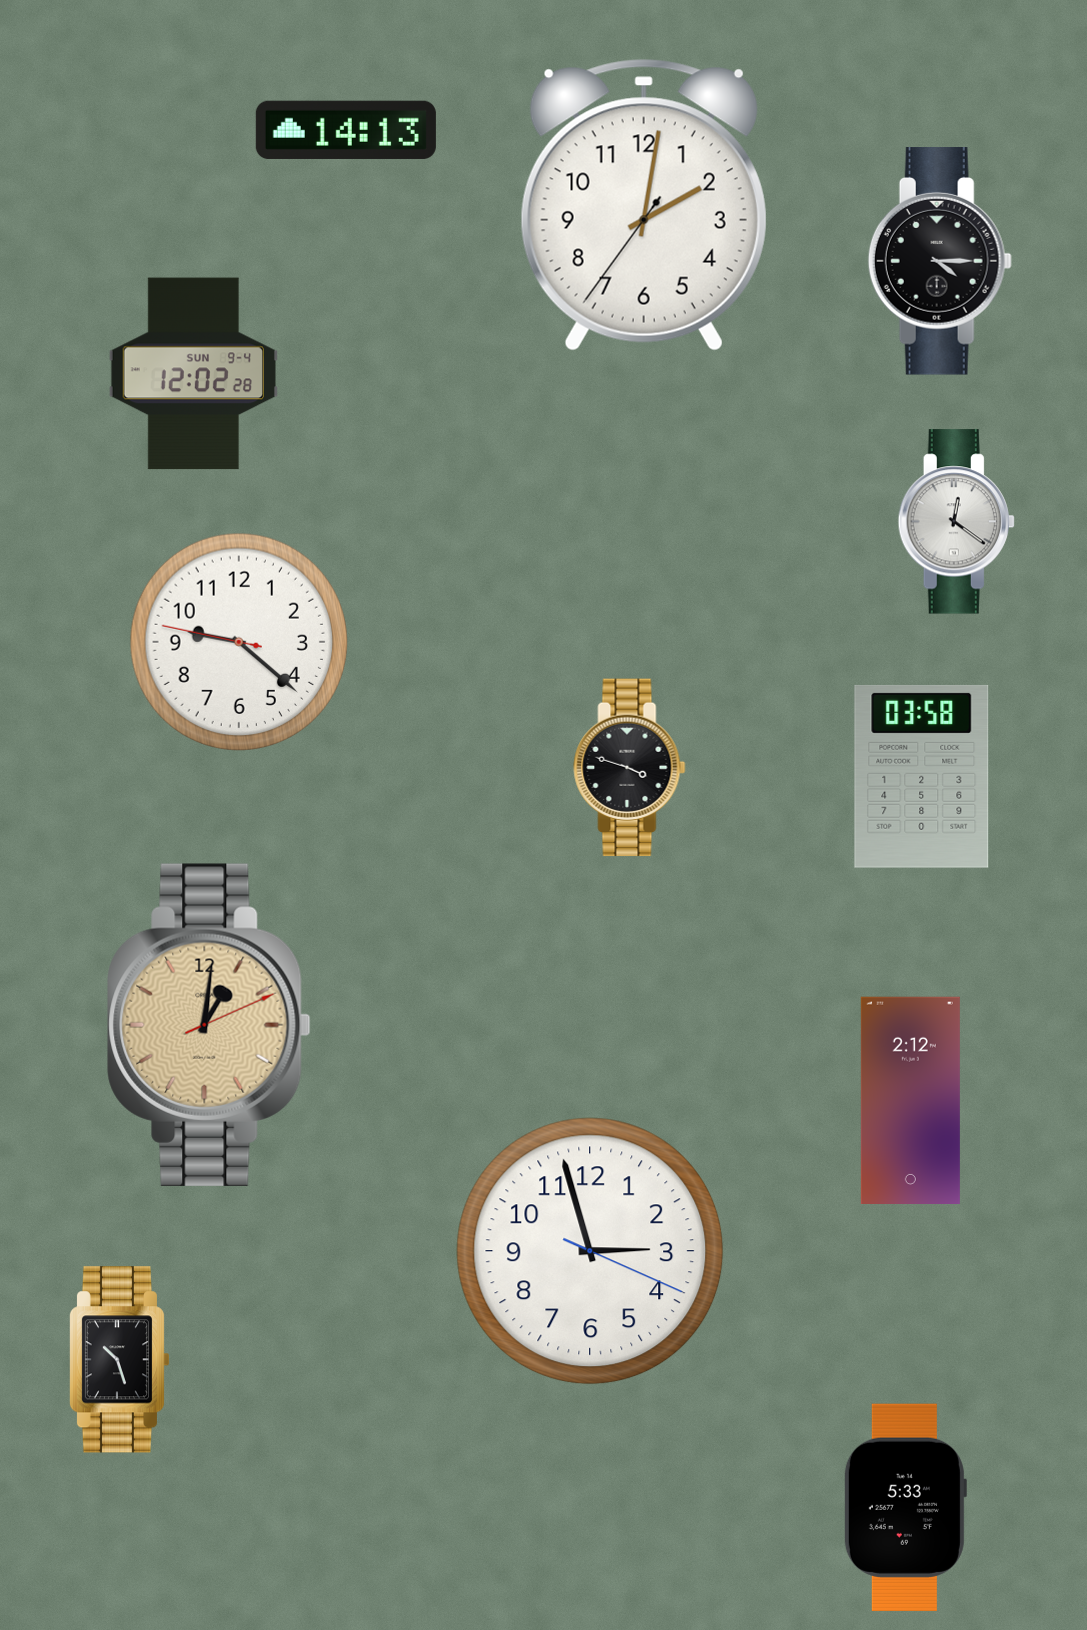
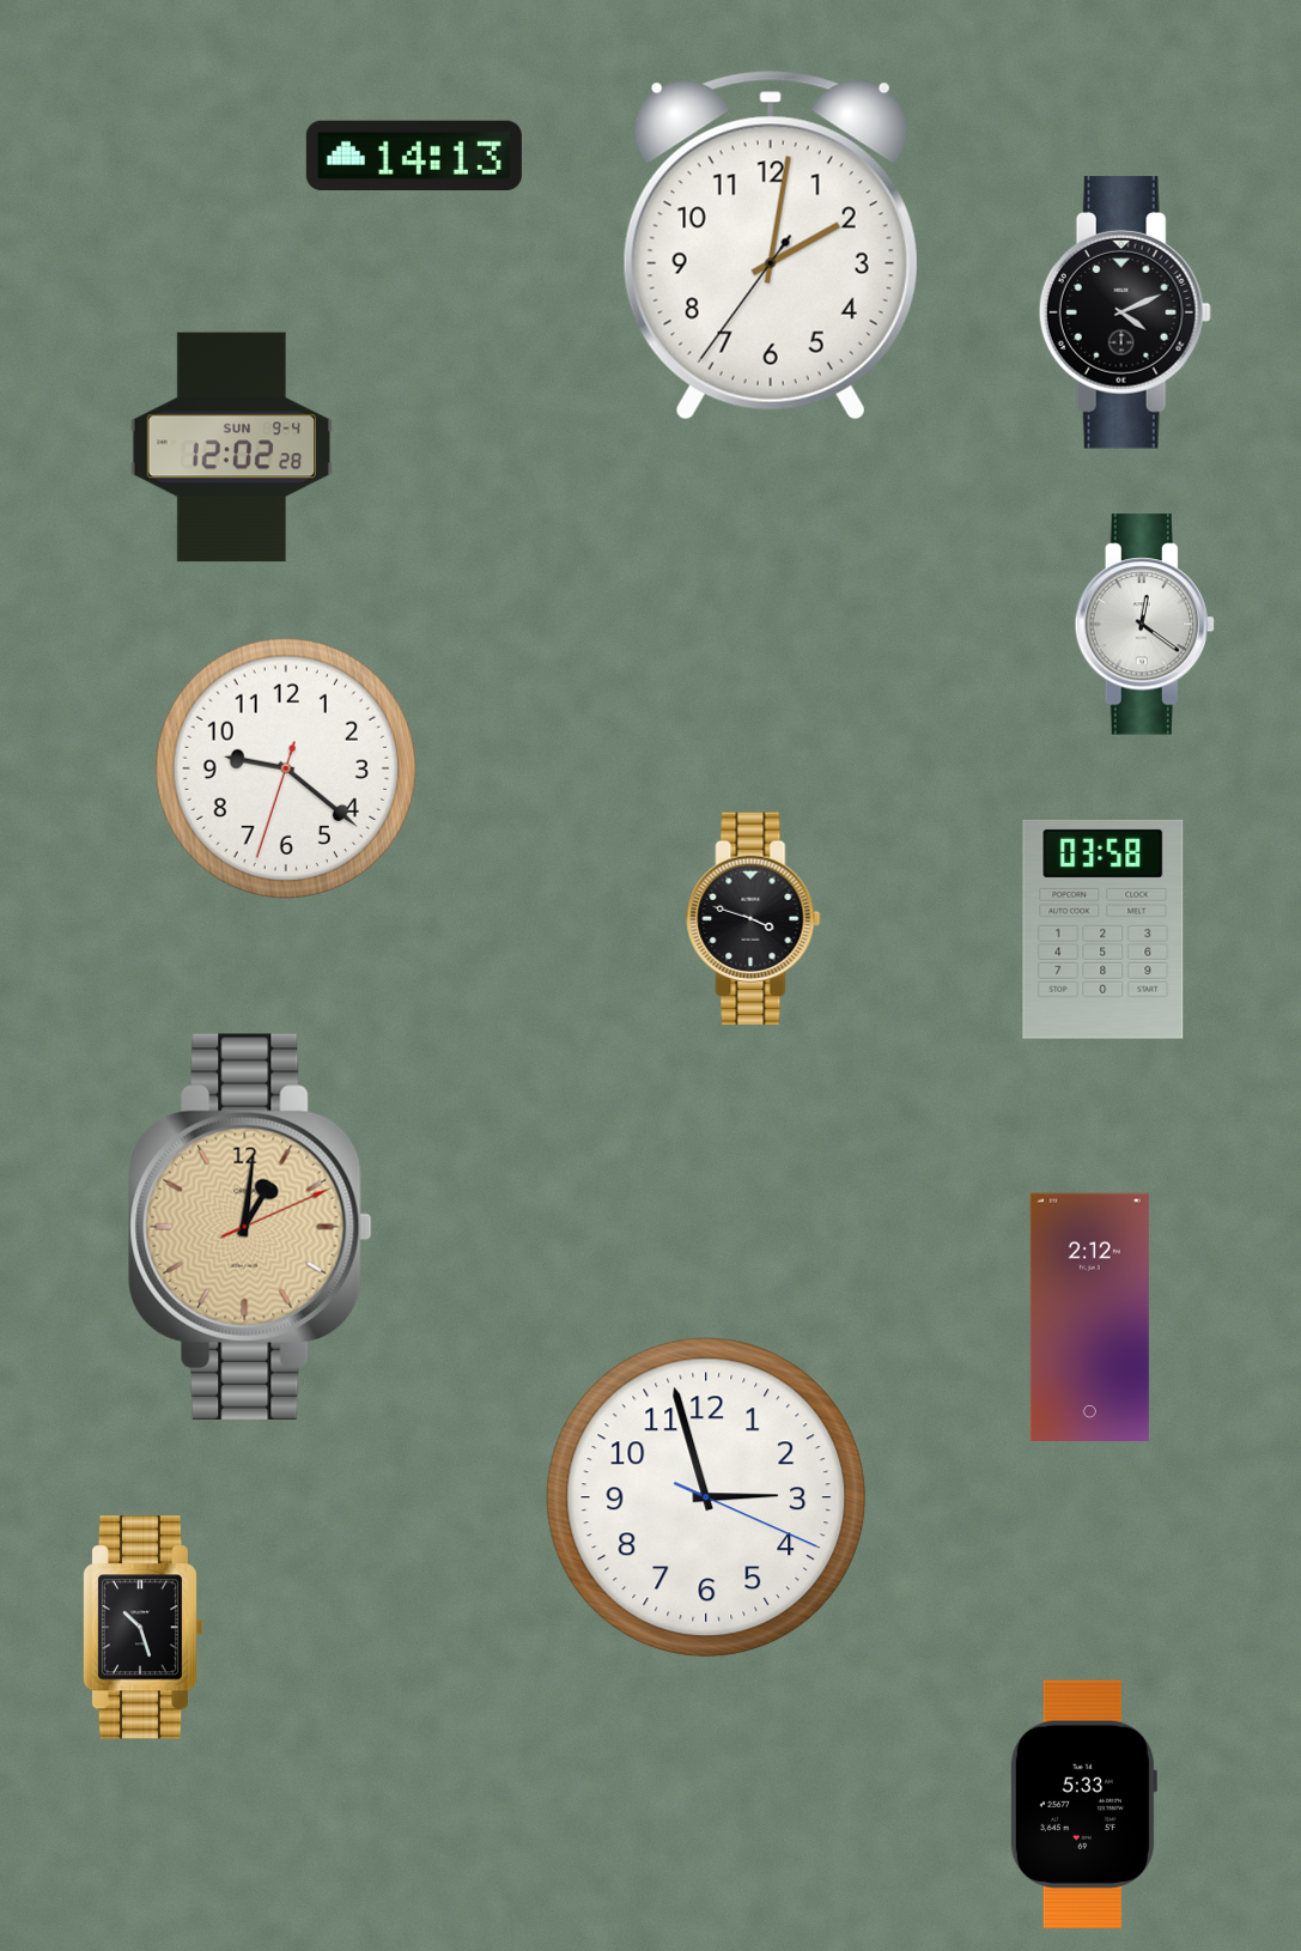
clock at (940, 261): 4:15 -> 4:11
clock at (238, 641): 9:21:47 -> 9:21:33
